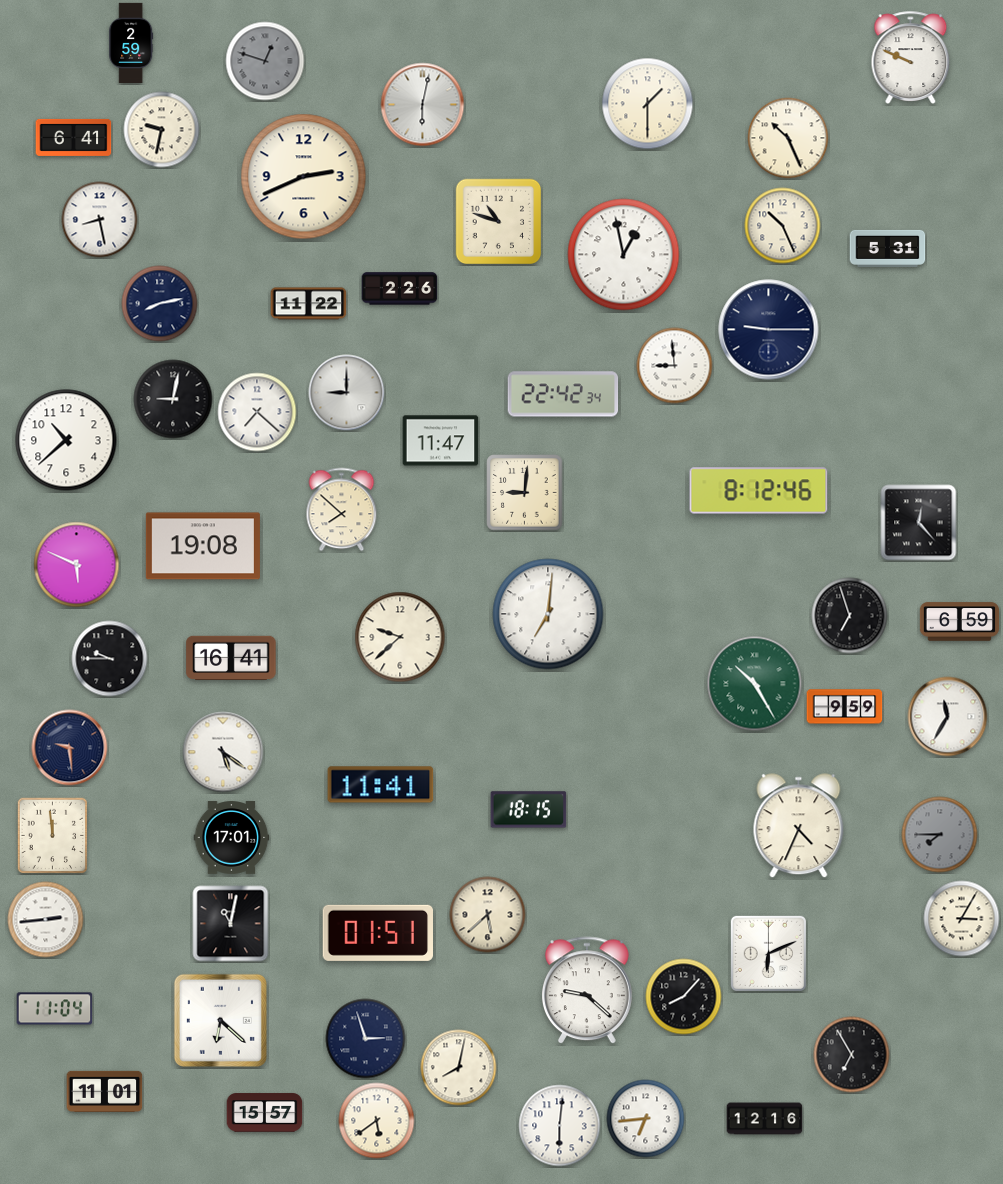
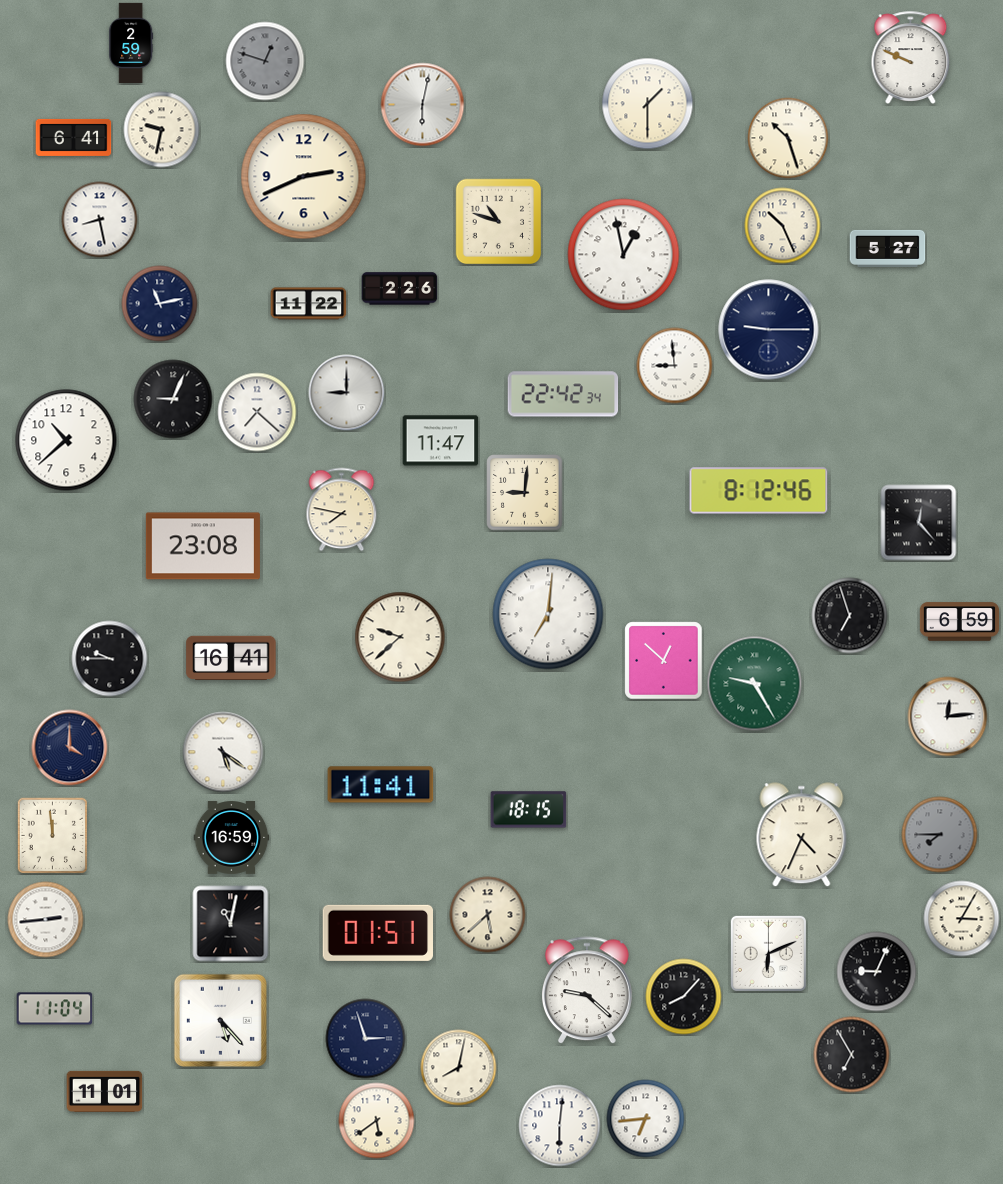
clock at (788, 138): 10:26 -> 10:27
clock at (888, 248): 5:31 -> 5:27
clock at (160, 304): 8:13 -> 11:13
clock at (173, 399): 9:02 -> 9:04
clock at (342, 510): 7:52 -> 7:47
clock at (203, 546): 19:08 -> 23:08
clock at (77, 565): 5:49 -> none
clock at (664, 661): none -> 12:52
clock at (755, 684): 10:25 -> 9:25
clock at (845, 707): 9:59 -> none
clock at (948, 717): 11:35 -> 12:14
clock at (70, 748): 9:29 -> 4:00
clock at (799, 826) position: (799, 826) -> (802, 835)
clock at (232, 838): 17:01 -> 16:59
clock at (877, 972): none -> 9:04
clock at (220, 1020): 6:22 -> 5:23
clock at (265, 1113): 15:57 -> none
clock at (765, 1119): 12:16 -> none
